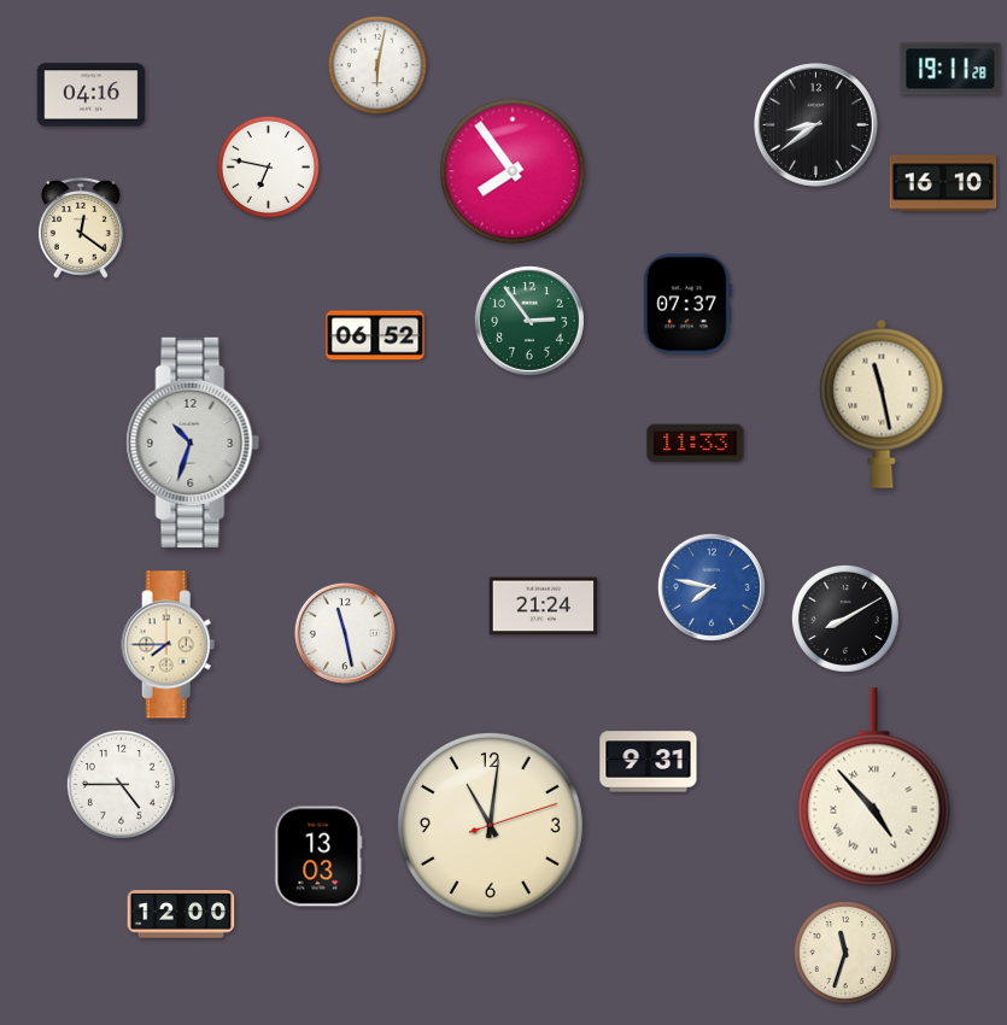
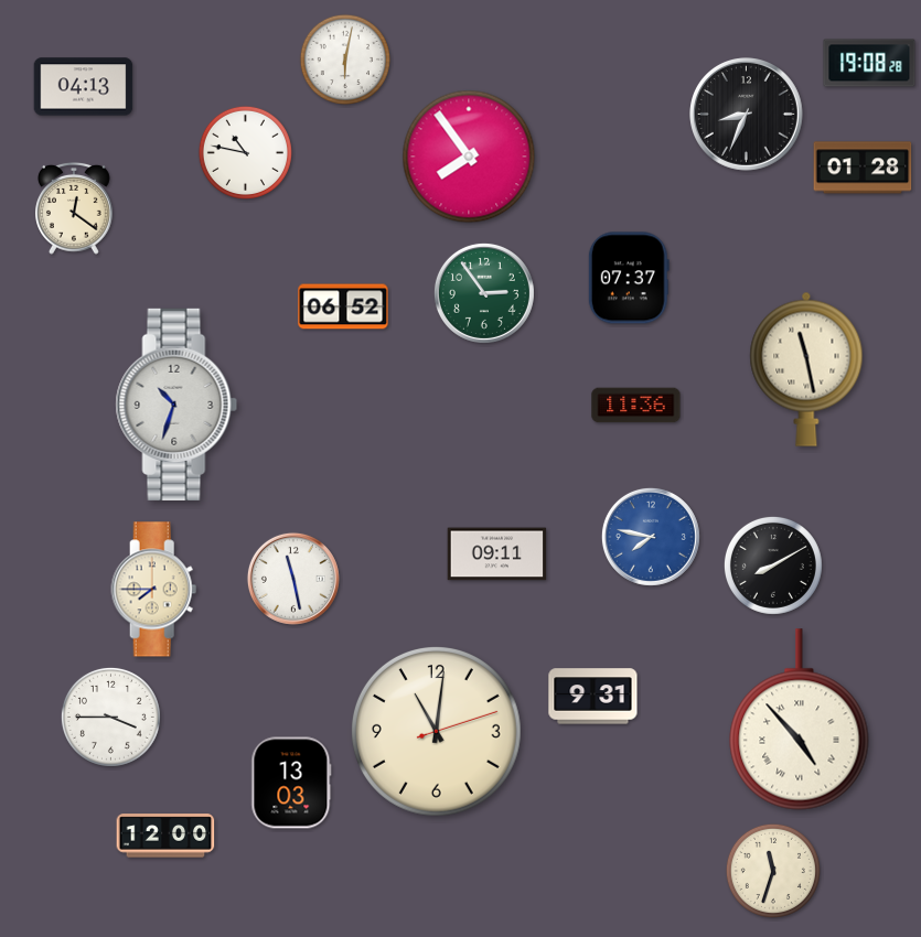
clock at (950, 69): 19:11 -> 19:08
clock at (92, 95): 04:16 -> 04:13
clock at (816, 125): 8:39 -> 8:34
clock at (268, 166): 6:47 -> 10:47
clock at (943, 183): 16:10 -> 01:28
clock at (696, 444): 11:33 -> 11:36
clock at (544, 607): 21:24 -> 09:11
clock at (345, 633) position: (345, 633) -> (293, 579)
clock at (121, 784): 4:45 -> 3:45
clock at (490, 825) position: (490, 825) -> (436, 731)
